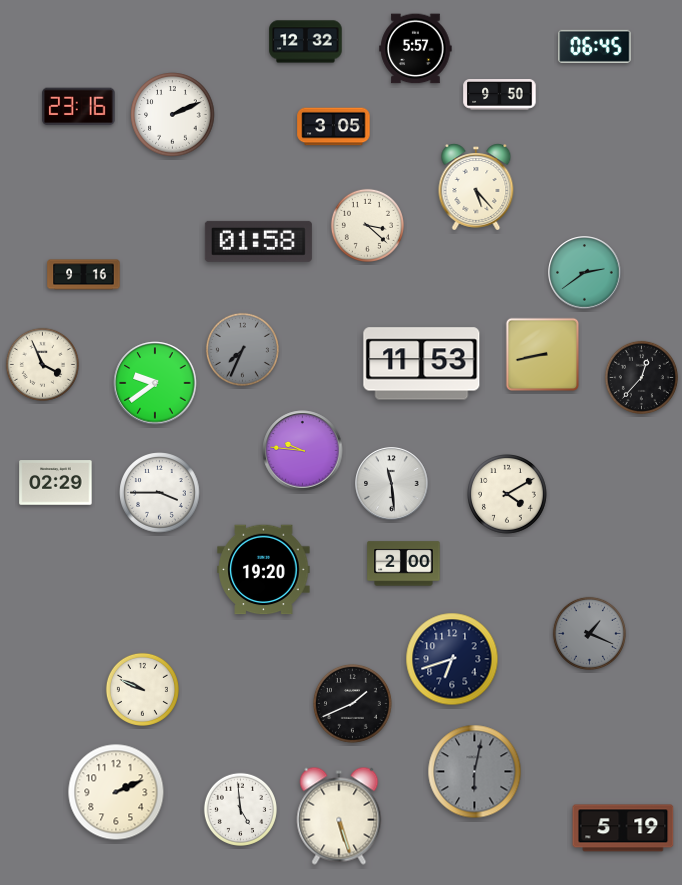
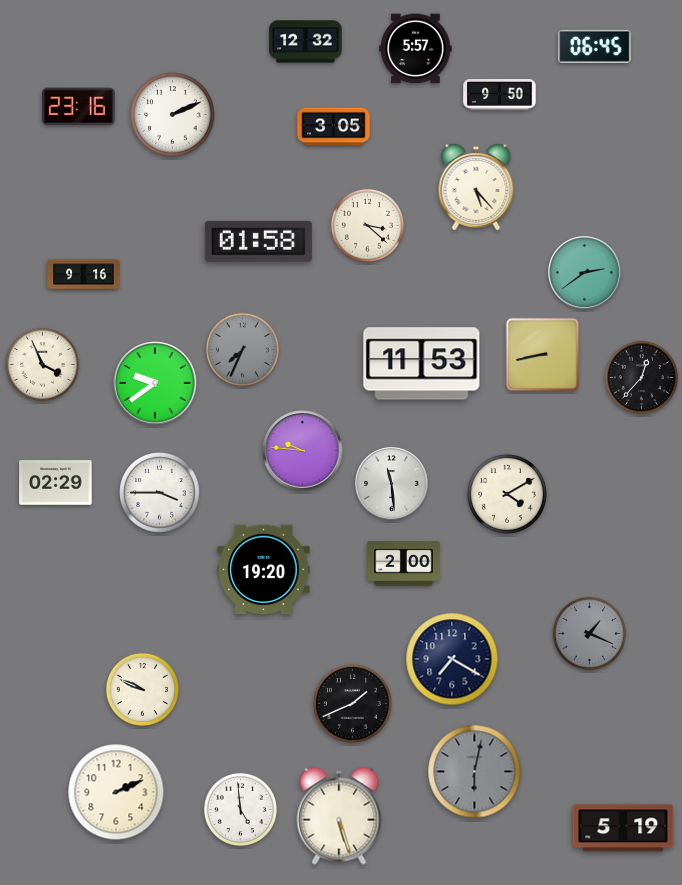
clock at (452, 659): 6:42 -> 7:20
